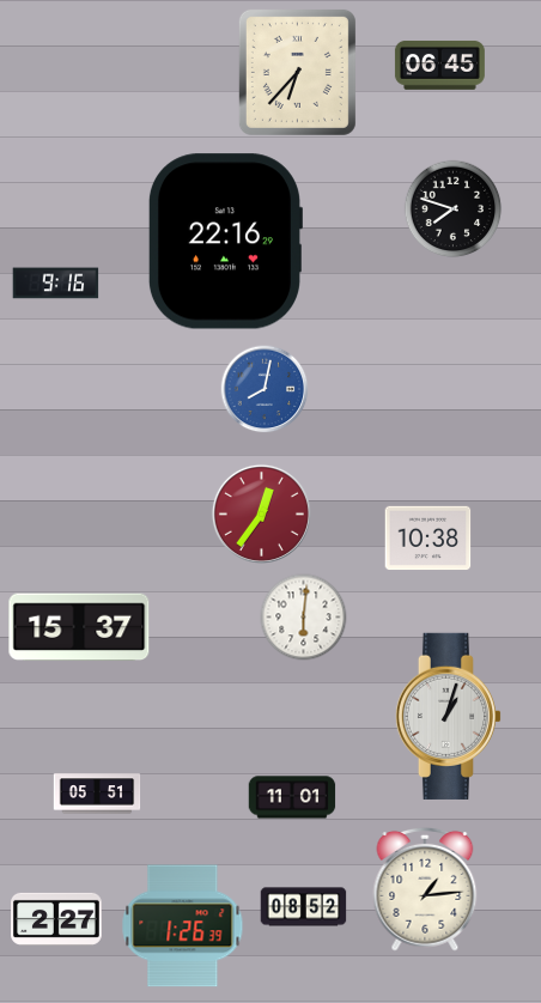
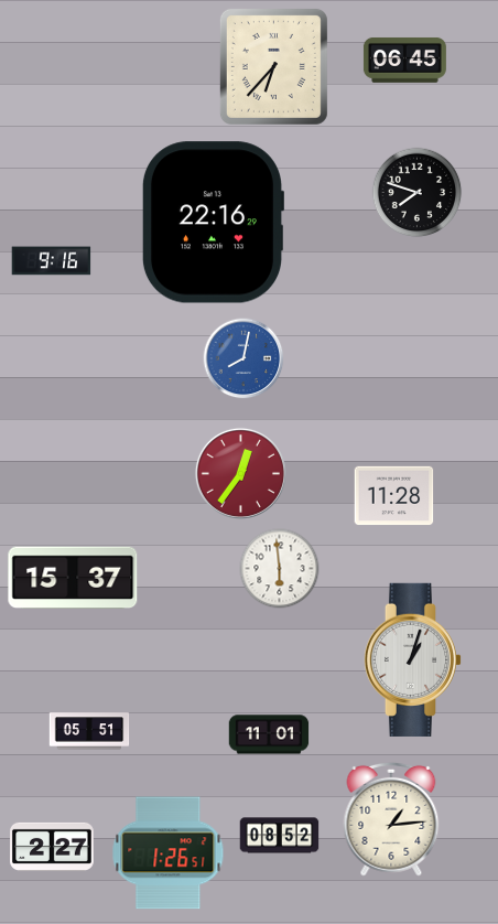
clock at (225, 242) position: (225, 242) -> (213, 223)
clock at (428, 539): 10:38 -> 11:28
clock at (304, 618): 6:01 -> 5:59
clock at (183, 926): 1:26:39 -> 1:26:51
